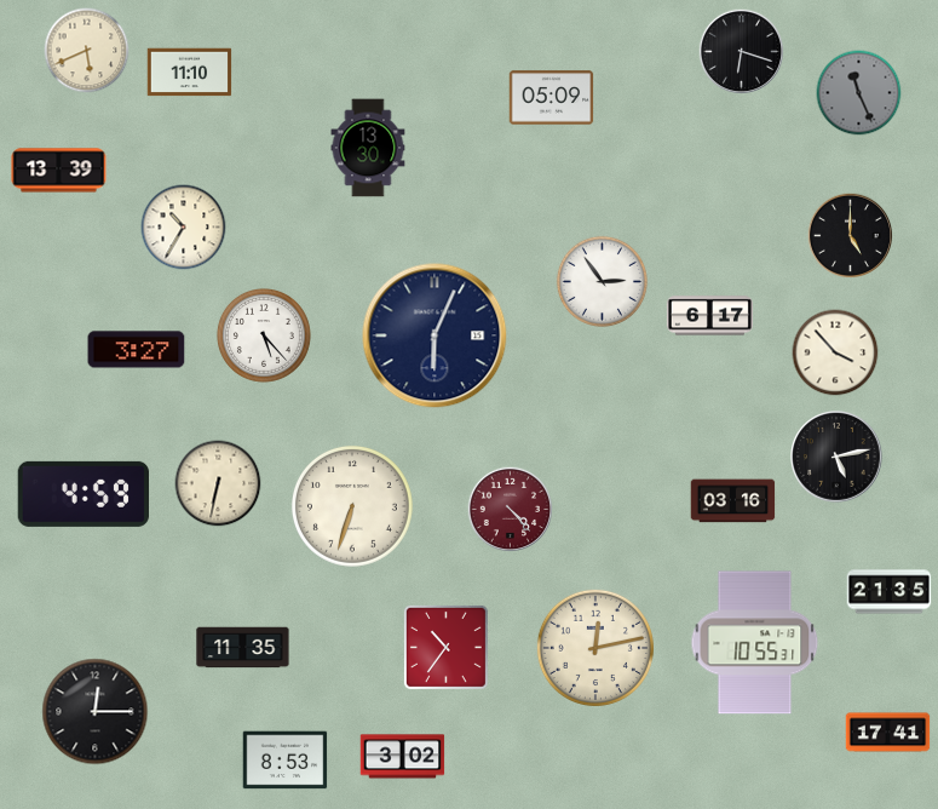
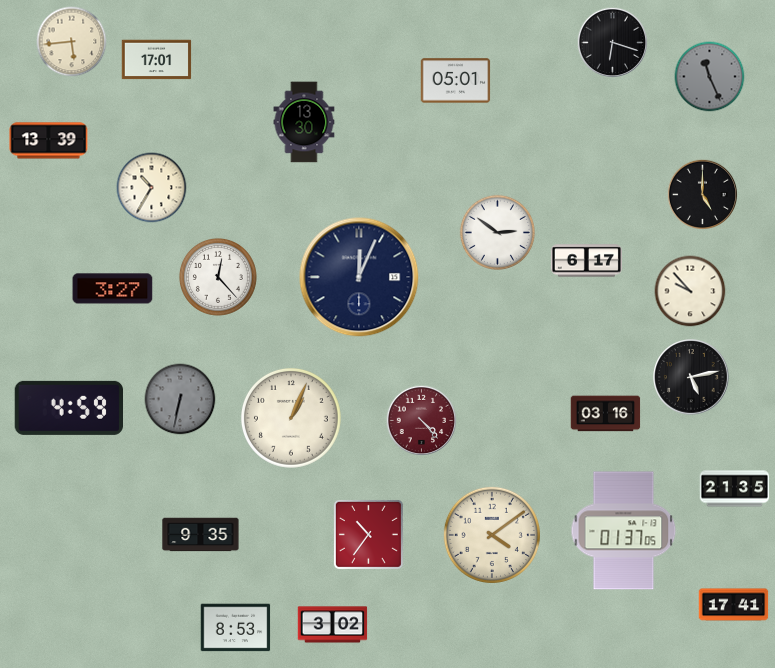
clock at (87, 51): 5:41 -> 5:44
clock at (190, 73): 11:10 -> 17:01
clock at (552, 98): 05:09 -> 05:01
clock at (602, 281): 2:54 -> 2:51
clock at (264, 335): 5:23 -> 12:23
clock at (435, 335): 6:04 -> 12:04
clock at (835, 352): 3:53 -> 9:53
clock at (218, 483) dial: cream -> grey
clock at (352, 506): 6:33 -> 1:04
clock at (755, 643): 10:55 -> 01:37
clock at (243, 648): 11:35 -> 9:35
clock at (595, 648): 12:13 -> 4:09
clock at (96, 712): 12:15 -> none
